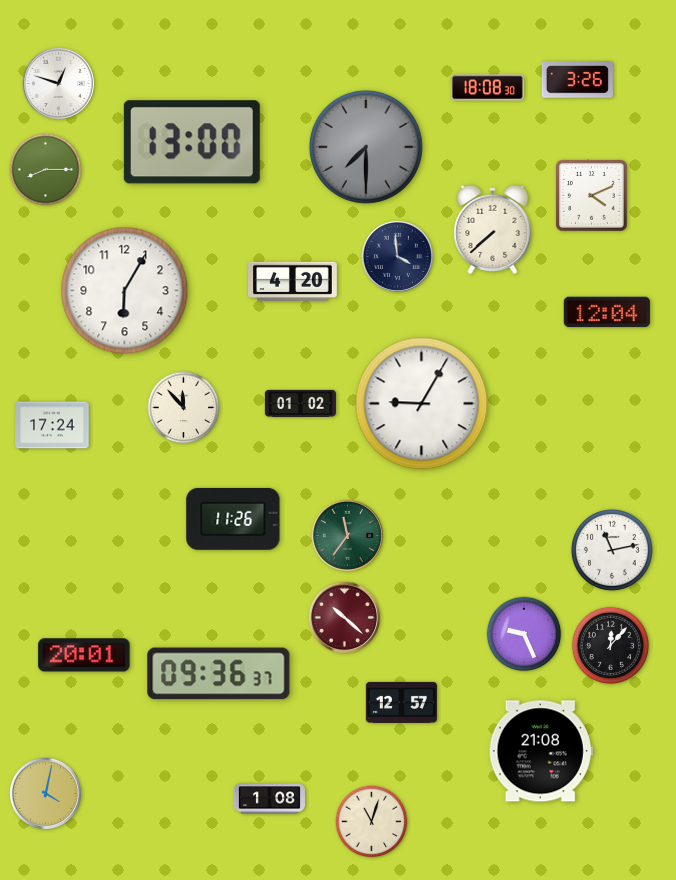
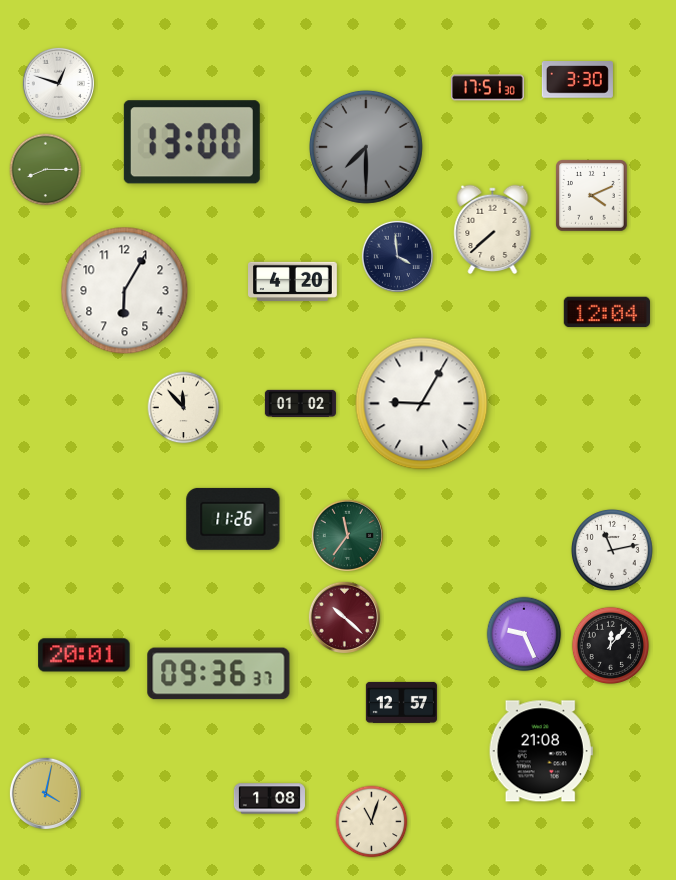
clock at (577, 80): 3:26 -> 3:30
clock at (488, 88): 18:08 -> 17:51
clock at (52, 425): 17:24 -> none
